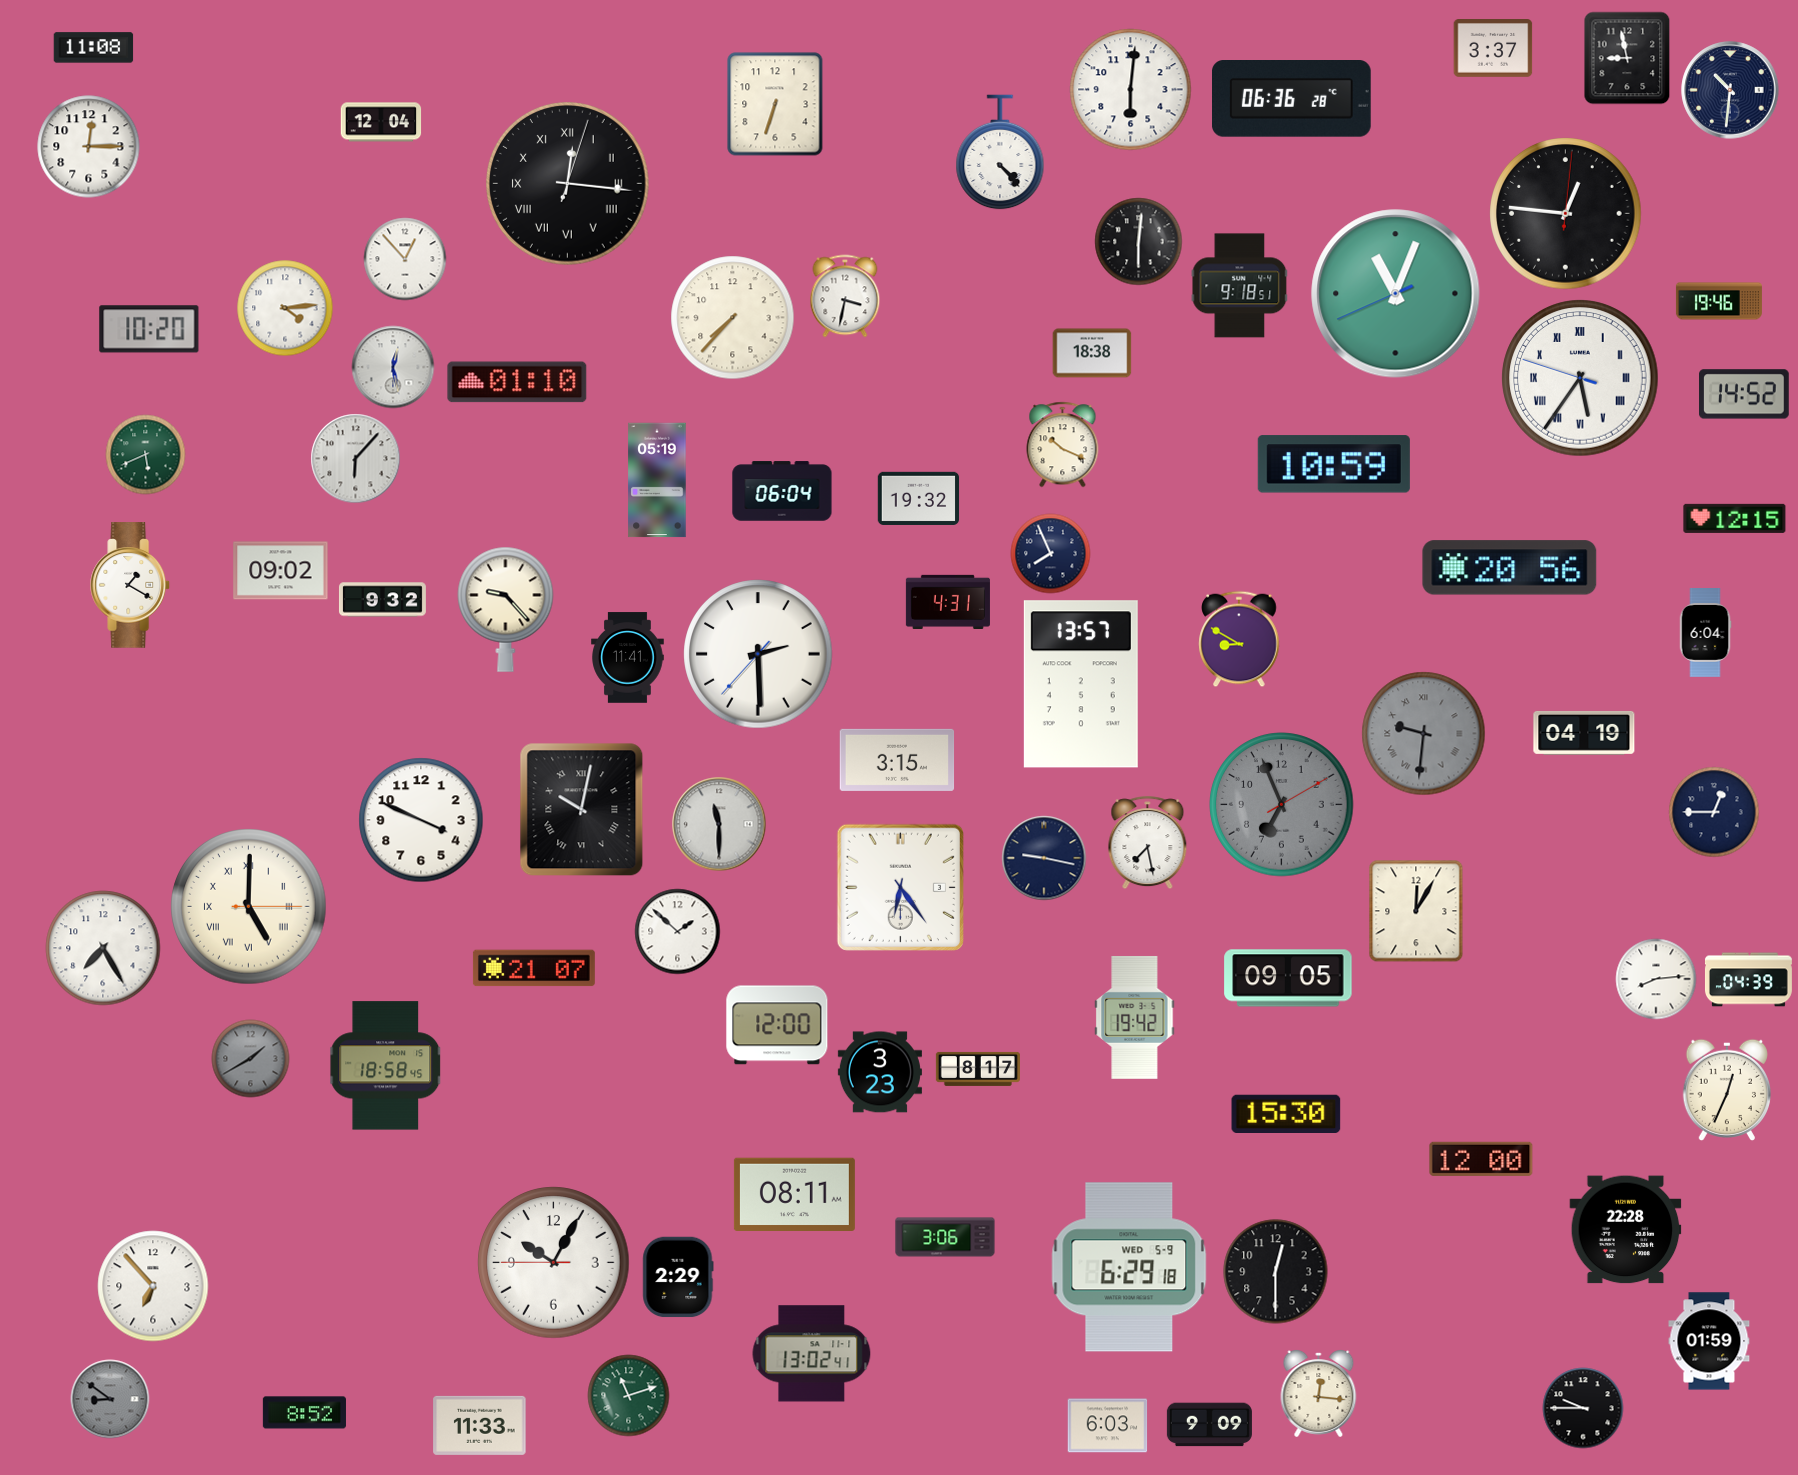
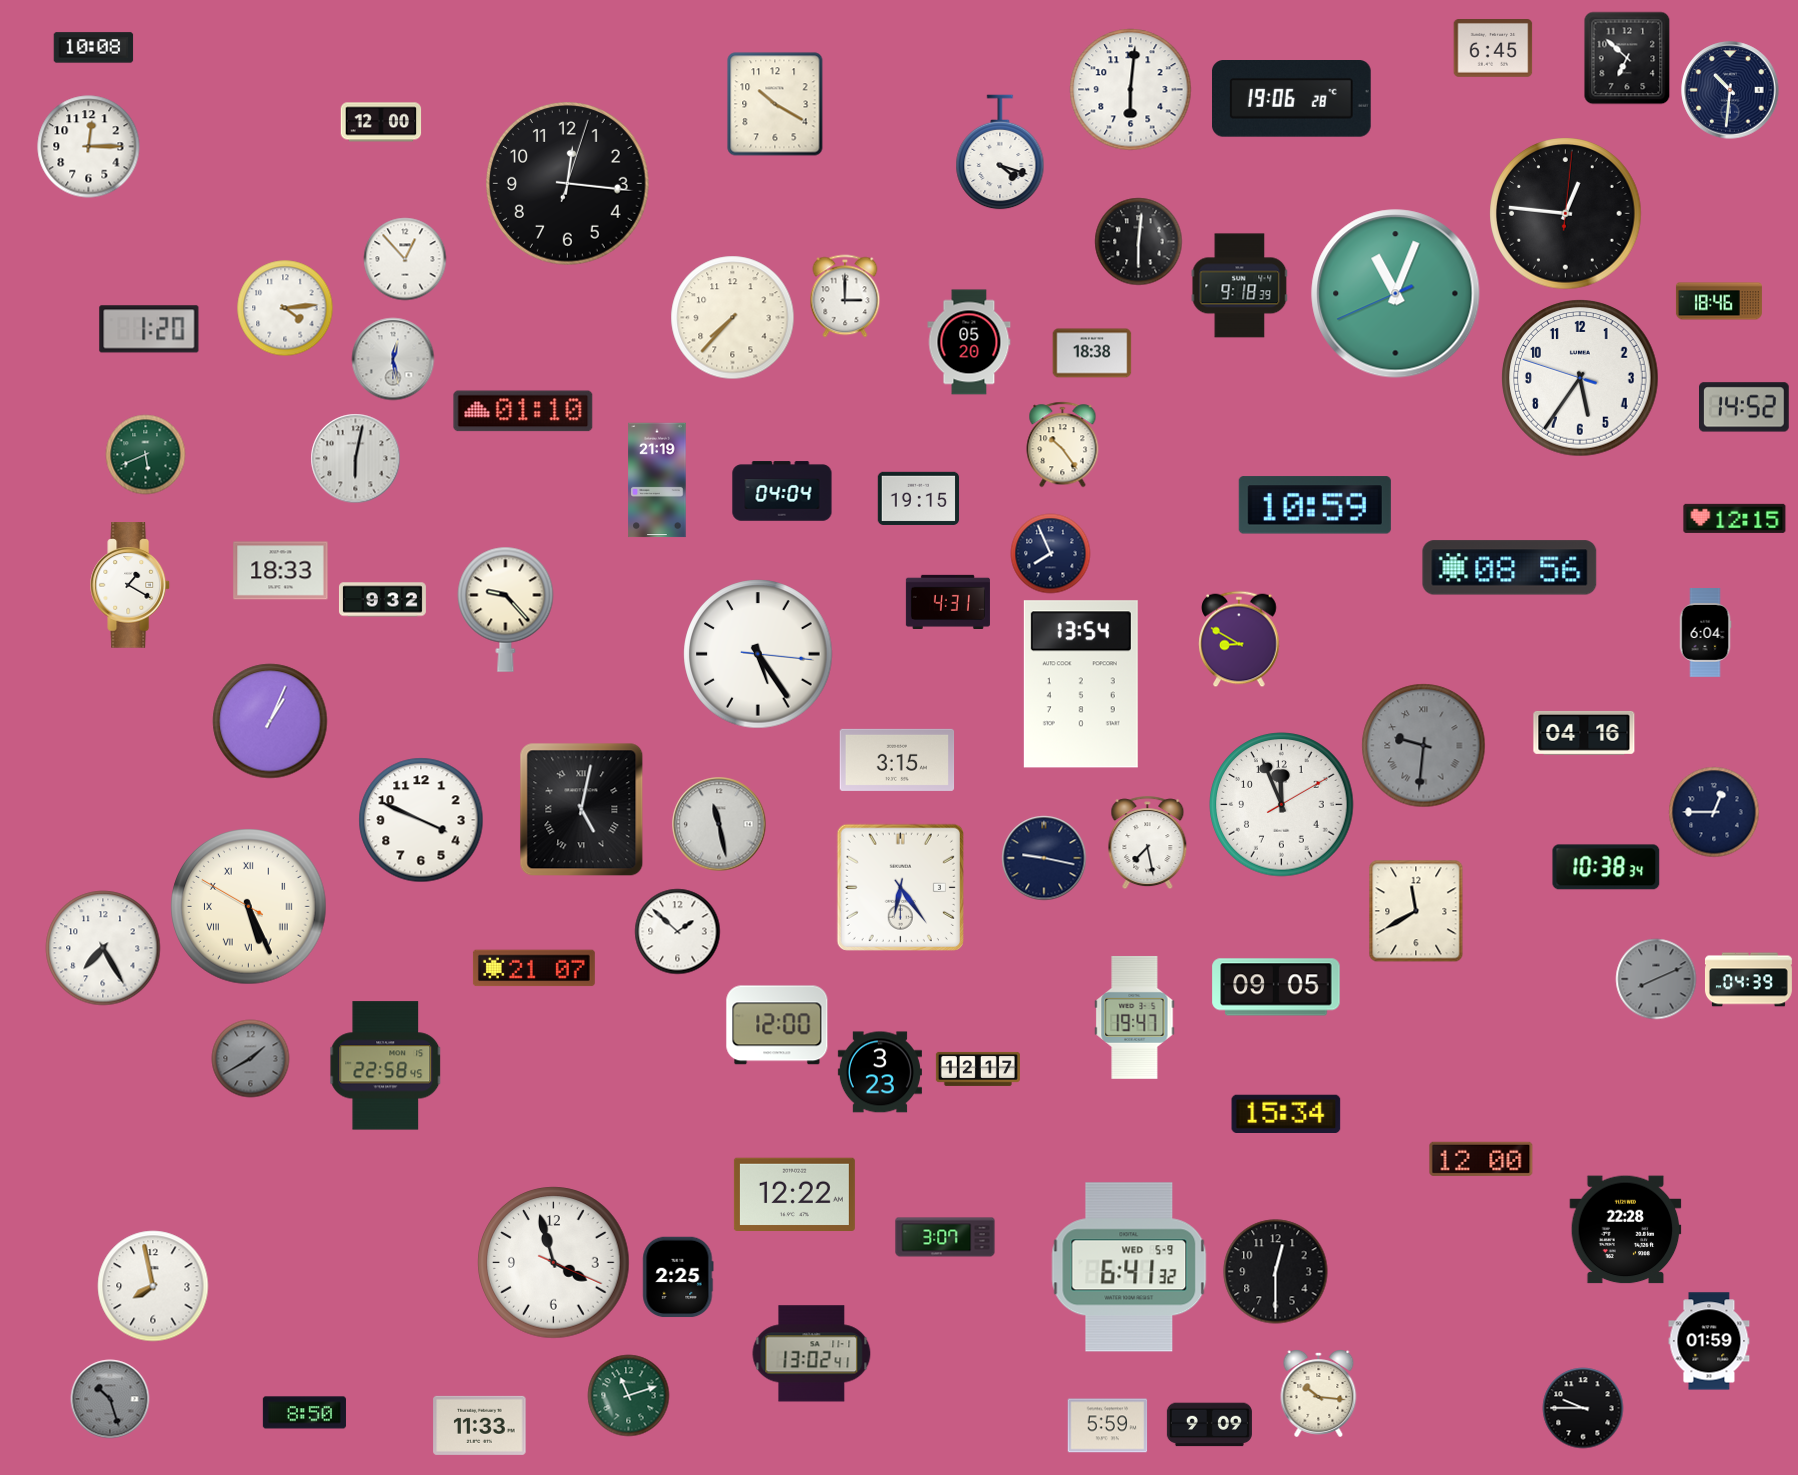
clock at (94, 48): 11:08 -> 10:08
clock at (1493, 49): 3:37 -> 6:45
clock at (1627, 58): 8:58 -> 6:52
clock at (1292, 99): 06:36 -> 19:06
clock at (775, 104): 6:33 -> 10:20
clock at (381, 122): 12:04 -> 12:00
clock at (1000, 152): 4:23 -> 4:18
clock at (568, 184) numerals: Roman -> Arabic
clock at (1240, 286): 9:18:51 -> 9:18:39
clock at (845, 296): 3:32 -> 3:00
clock at (1719, 301): 19:46 -> 18:46
clock at (149, 329): 10:20 -> 1:20
clock at (969, 342): none -> 05:20
clock at (393, 367) position: (393, 367) -> (393, 359)
clock at (1580, 378) numerals: Roman -> Arabic
clock at (517, 382) position: (517, 382) -> (523, 411)
clock at (1745, 394) position: (1745, 394) -> (1745, 407)
clock at (1063, 445): 10:19 -> 10:24
clock at (356, 459): 6:07 -> 6:02
clock at (1334, 464) position: (1334, 464) -> (1315, 505)
clock at (657, 480): 05:19 -> 21:19
clock at (782, 491): 06:04 -> 04:04
clock at (919, 498): 19:32 -> 19:15
clock at (1510, 568): 20:56 -> 08:56
clock at (281, 571): 09:02 -> 18:33
clock at (758, 654): 2:29 -> 5:24
clock at (628, 658): 11:41 -> none
clock at (1081, 684): 13:57 -> 13:54
clock at (270, 721): none -> 1:04
clock at (1584, 733): 04:19 -> 04:16
clock at (1424, 734) position: (1424, 734) -> (1424, 746)
clock at (1282, 805): 6:56 -> 11:56
clock at (1282, 805) dial: grey -> white
clock at (582, 810): 10:02 -> 5:02
clock at (719, 824): 11:30 -> 11:28
clock at (1606, 867): none -> 10:38
clock at (249, 907): 5:00 -> 5:25
clock at (1416, 911): 12:05 -> 11:40
clock at (1288, 978) position: (1288, 978) -> (1276, 987)
clock at (1656, 979): 8:14 -> 8:11
clock at (1656, 979) dial: white -> grey
clock at (1135, 1017): 19:42 -> 19:47
clock at (386, 1066): 18:58 -> 22:58
clock at (978, 1069): 8:17 -> 12:17
clock at (1726, 1090): 12:34 -> none
clock at (1286, 1113): 15:30 -> 15:34
clock at (794, 1195): 08:11 -> 12:22
clock at (945, 1237): 3:06 -> 3:07
clock at (554, 1263): 10:04 -> 3:57
clock at (1129, 1267): 6:29 -> 6:41
clock at (678, 1277): 2:29 -> 2:25
clock at (153, 1286): 6:53 -> 7:58
clock at (1319, 1394): 12:16 -> 10:16
clock at (110, 1399): 8:51 -> 10:27
clock at (304, 1413): 8:52 -> 8:50
clock at (1108, 1426): 6:03 -> 5:59
